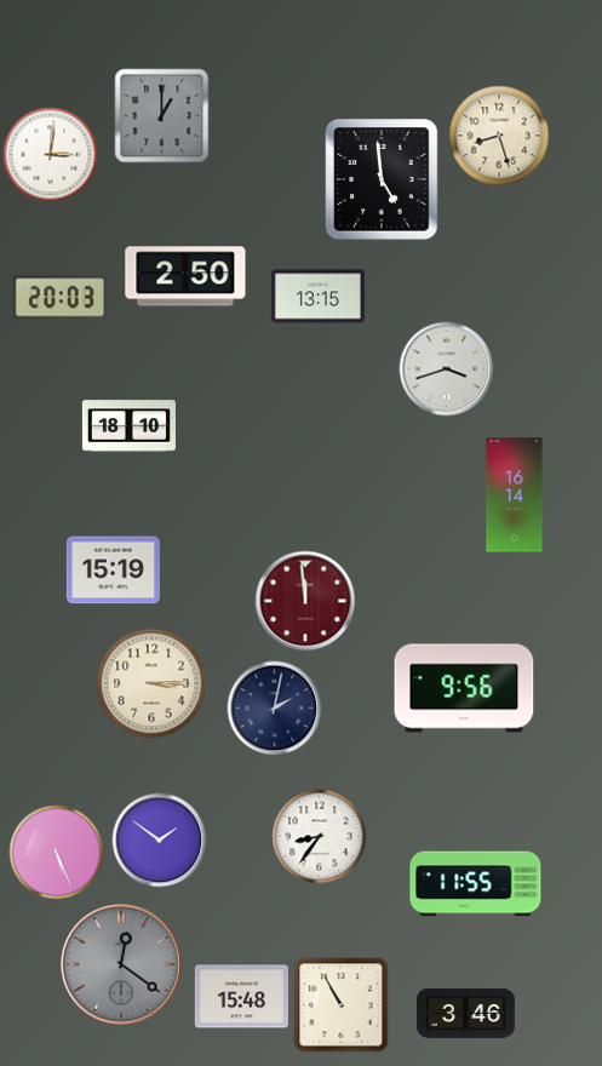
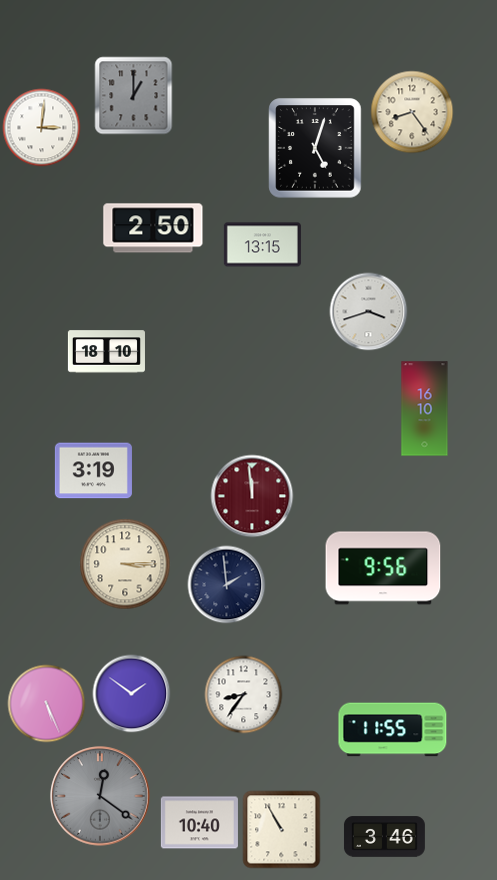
clock at (499, 136): 8:27 -> 8:24
clock at (382, 179): 4:59 -> 5:03
clock at (59, 298): 20:03 -> none
clock at (446, 368) position: (446, 368) -> (368, 311)
clock at (515, 495): 16:14 -> 16:10
clock at (113, 571): 15:19 -> 3:19
clock at (274, 707): 2:02 -> 1:59
clock at (319, 836) position: (319, 836) -> (243, 694)
clock at (241, 997): 15:48 -> 10:40
